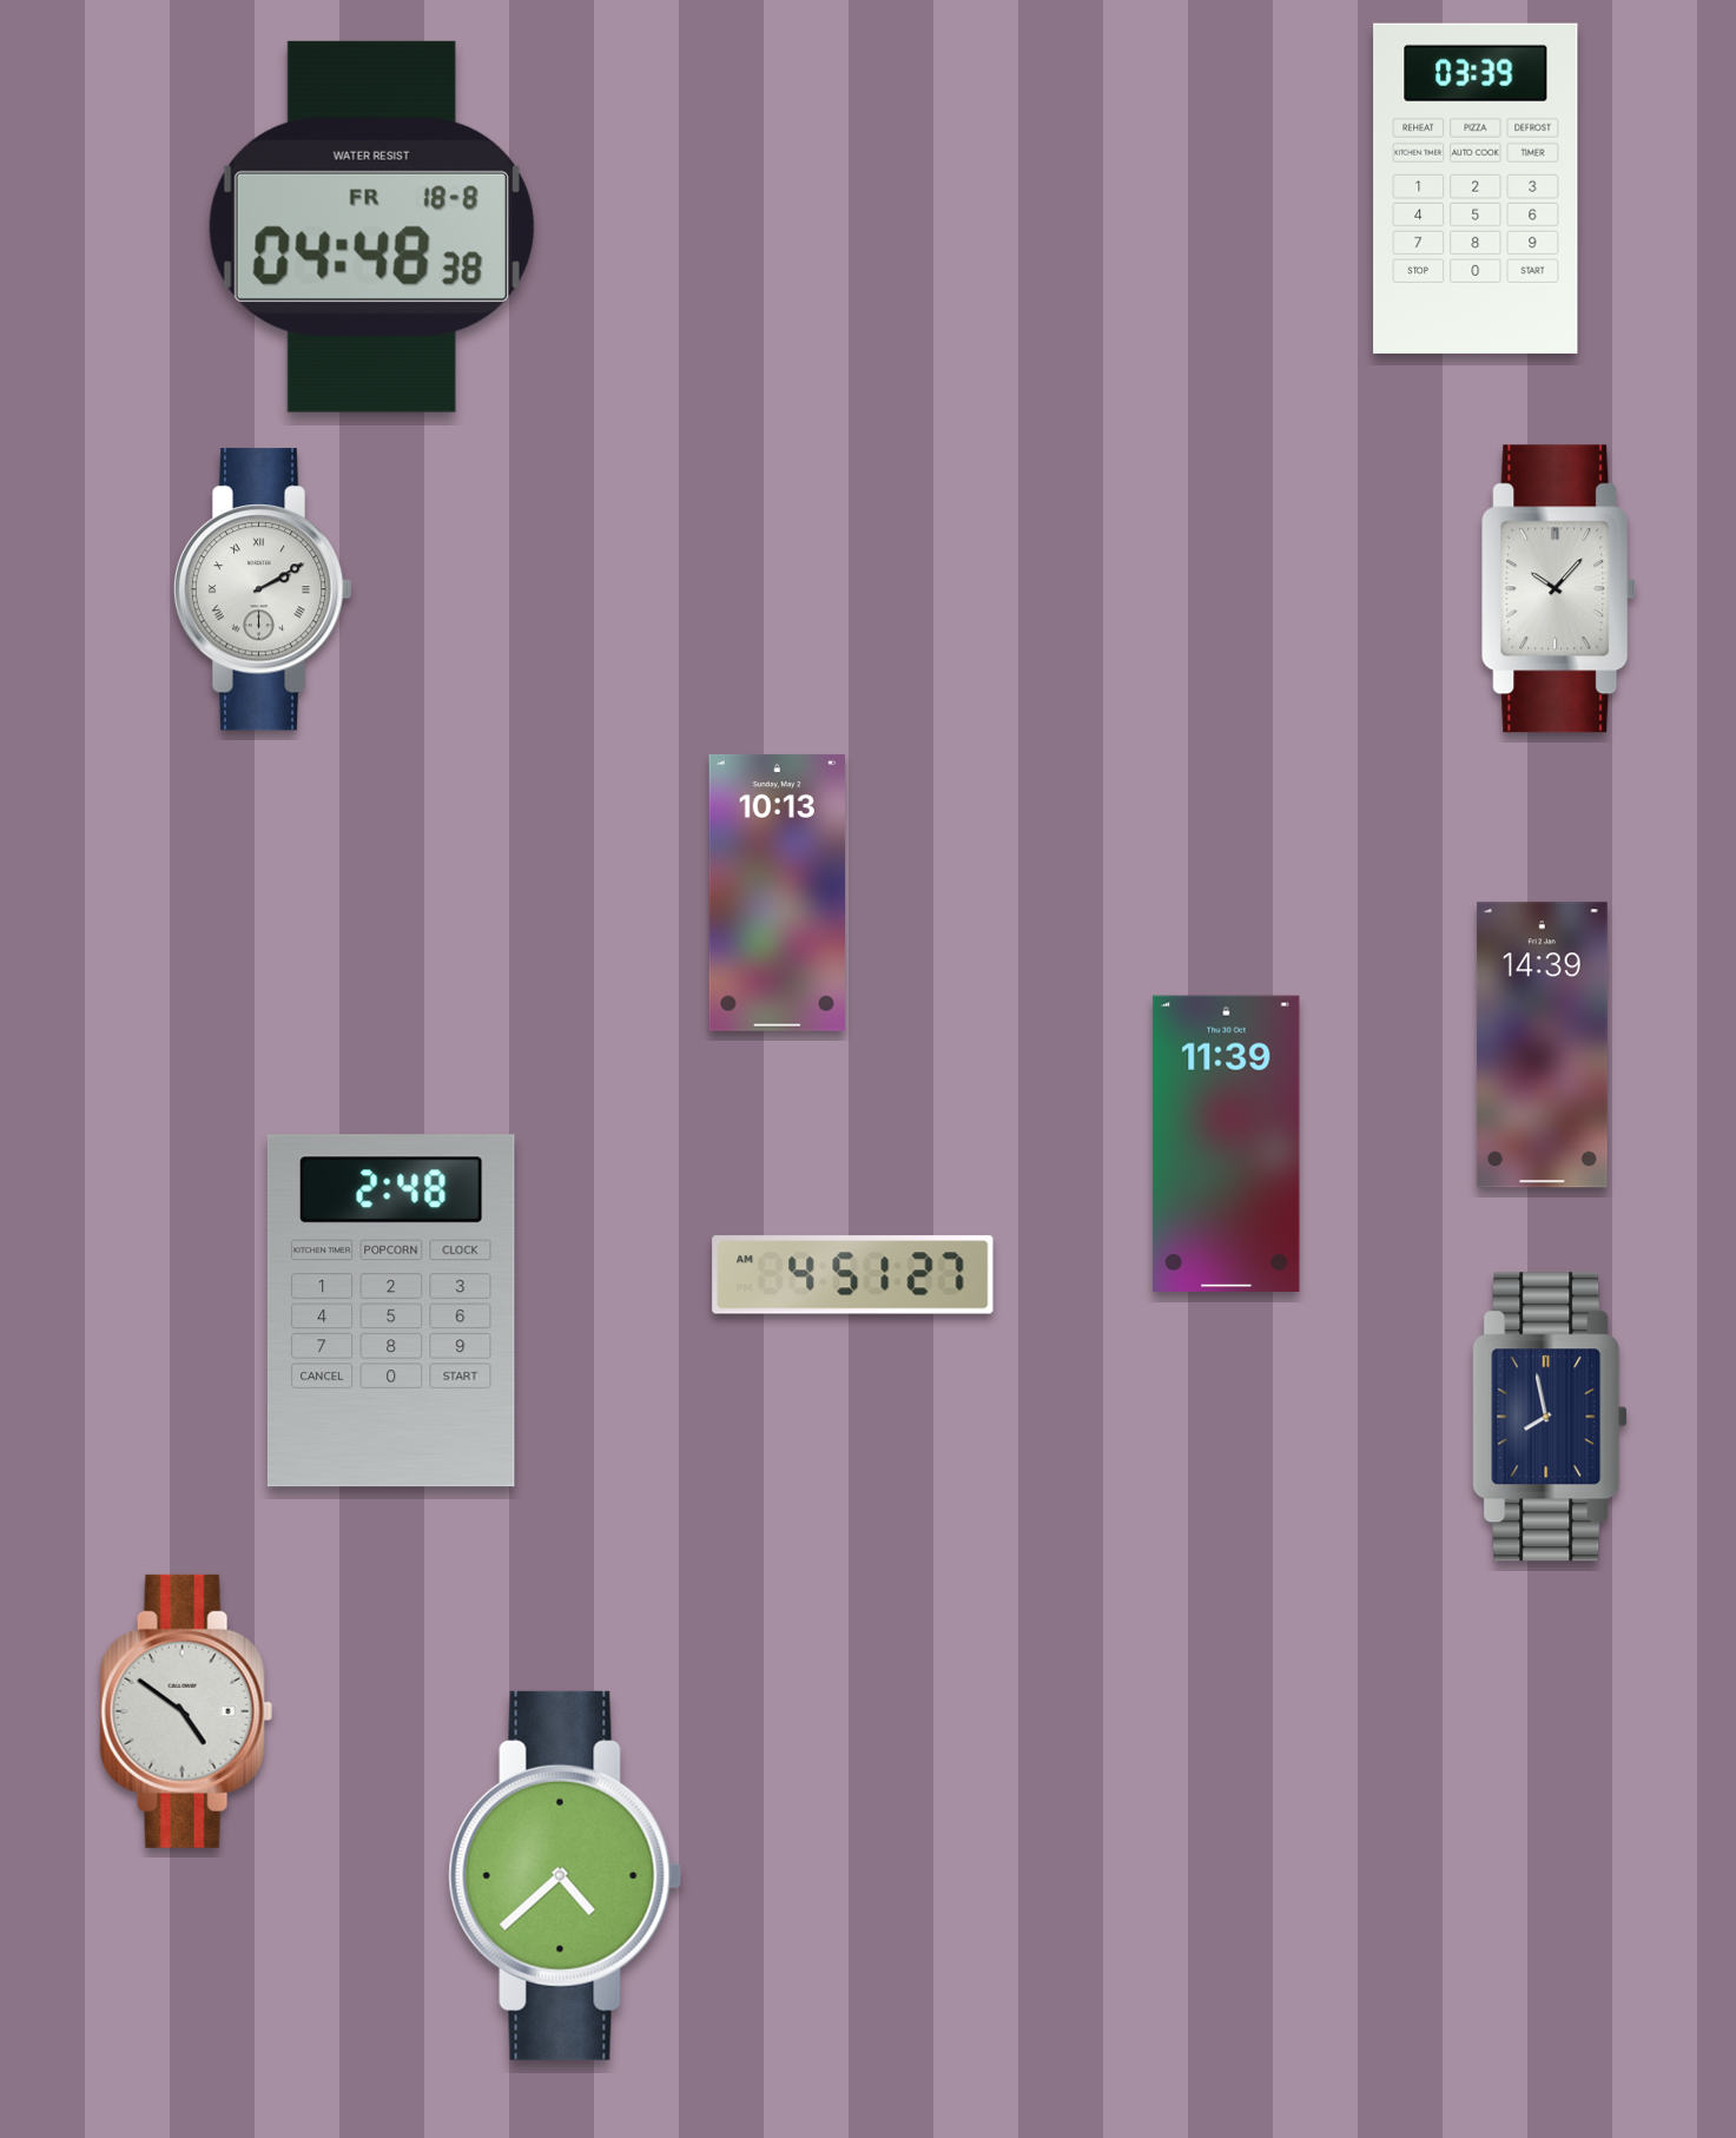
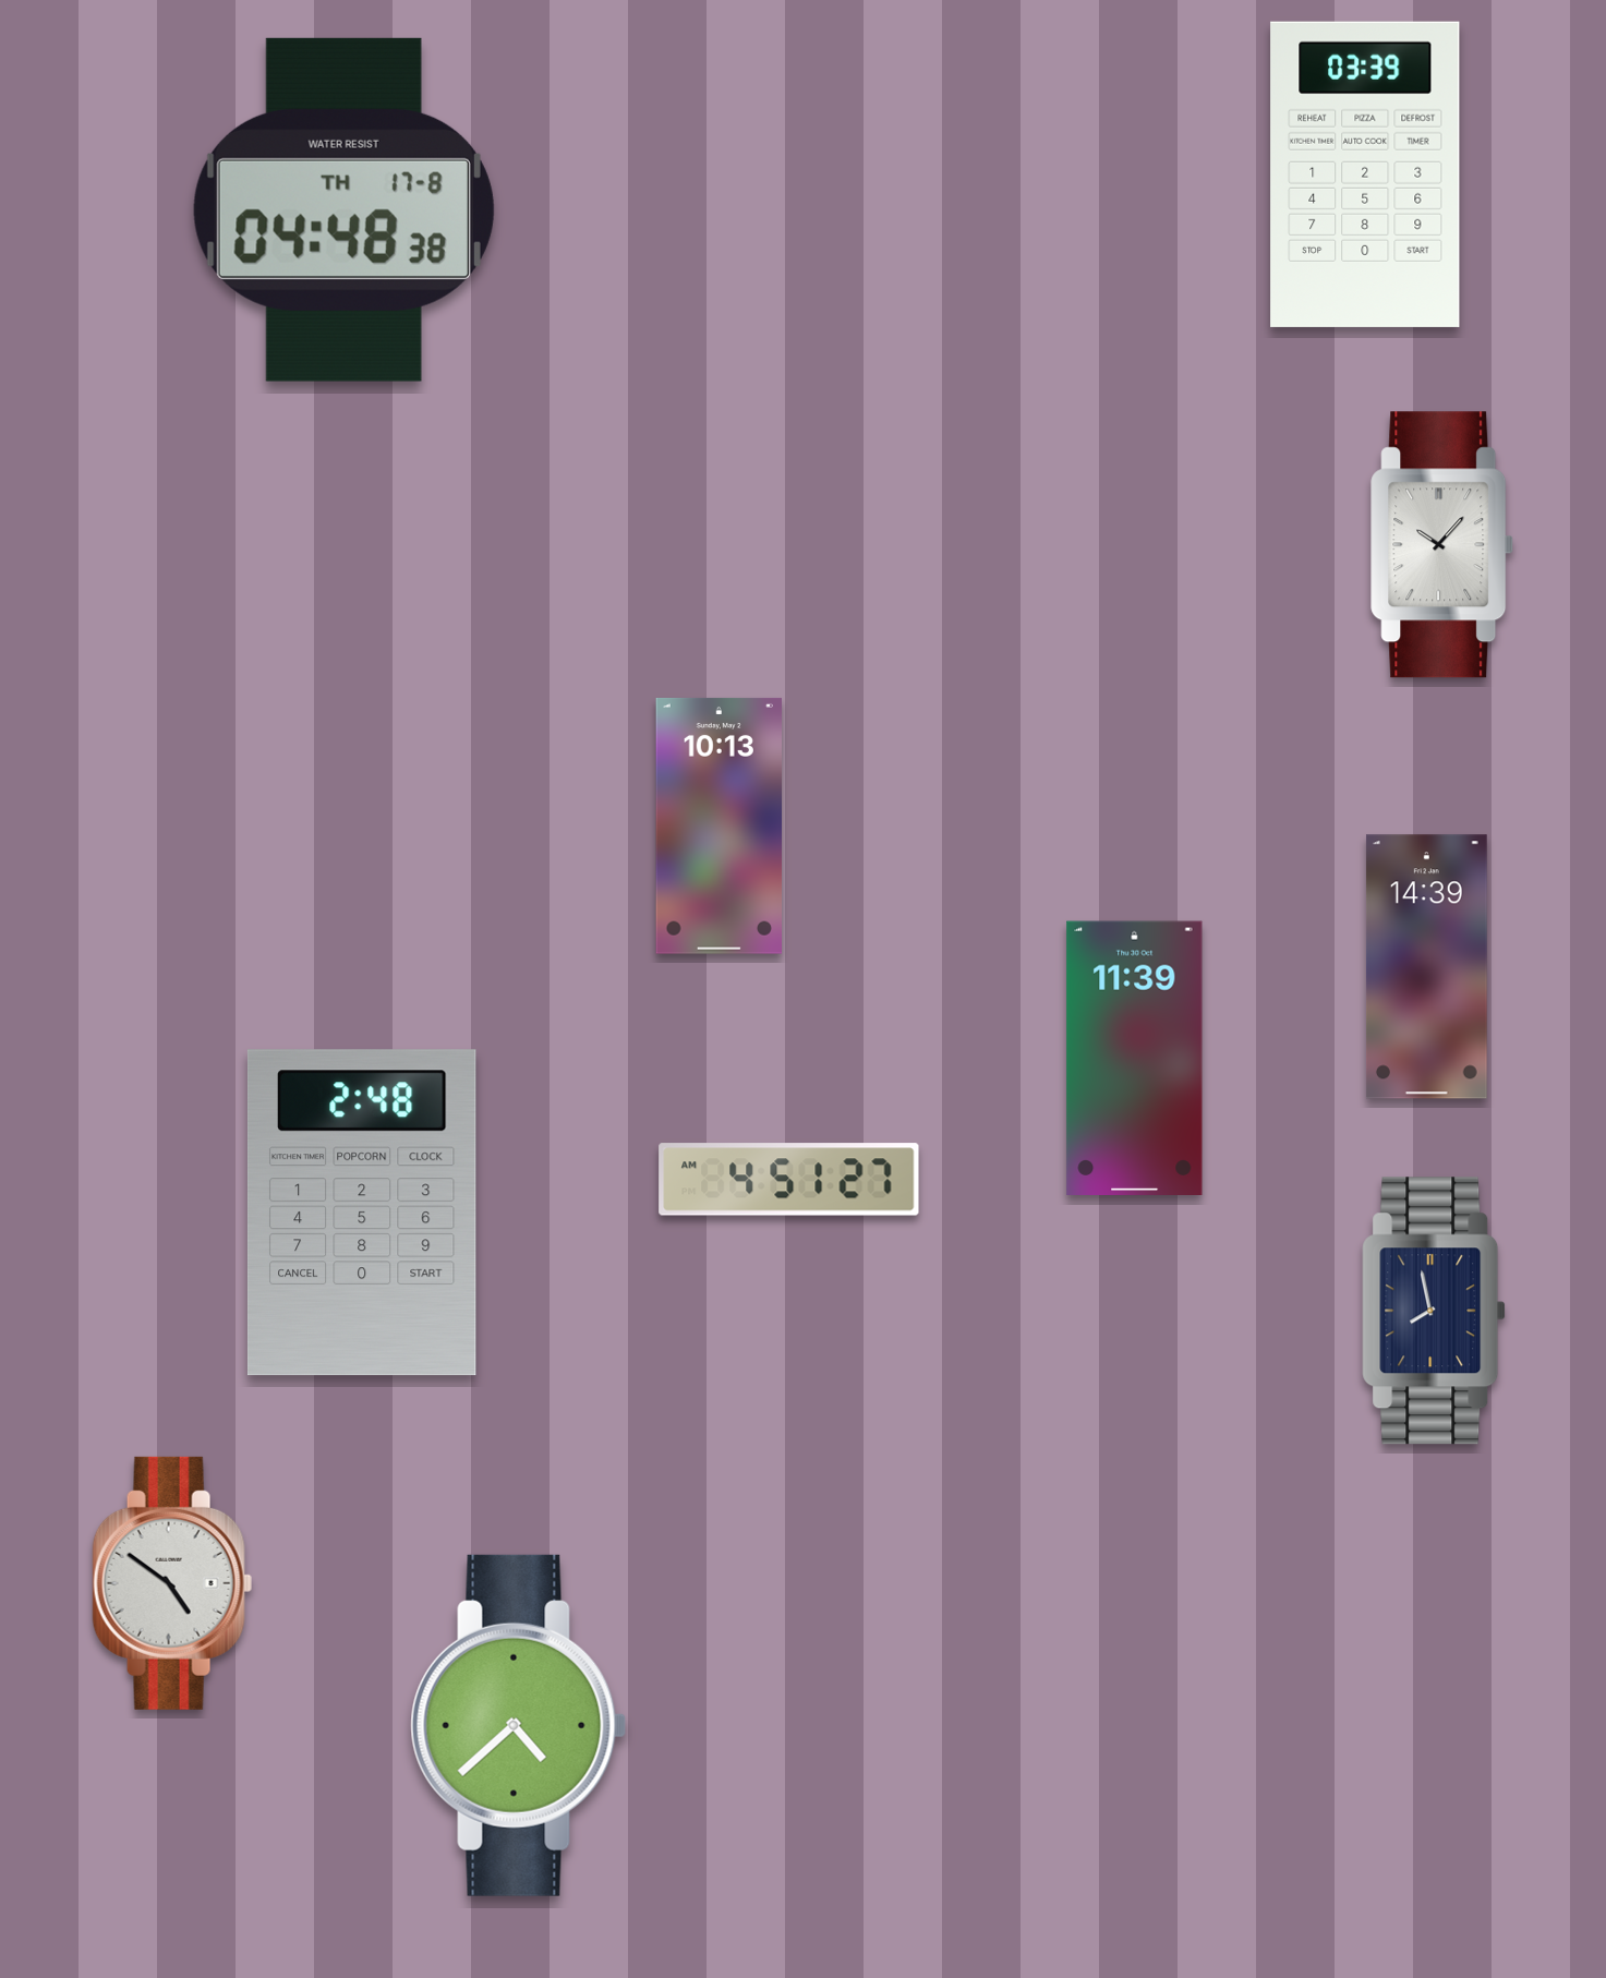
clock at (371, 226) date: FR 18-8 -> TH 17-8
clock at (263, 589): 2:10 -> none
clock at (566, 1875) position: (566, 1875) -> (519, 1725)
